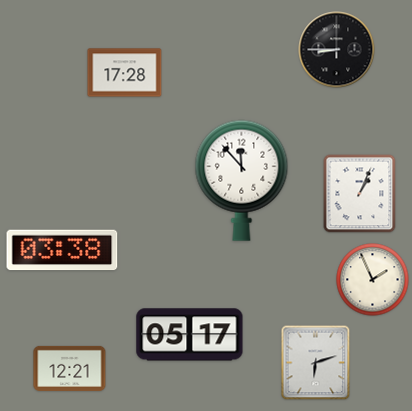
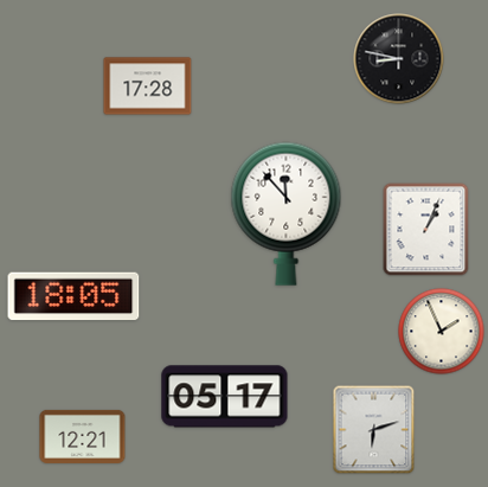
clock at (337, 50): 8:45 -> 8:47
clock at (62, 250): 03:38 -> 18:05
